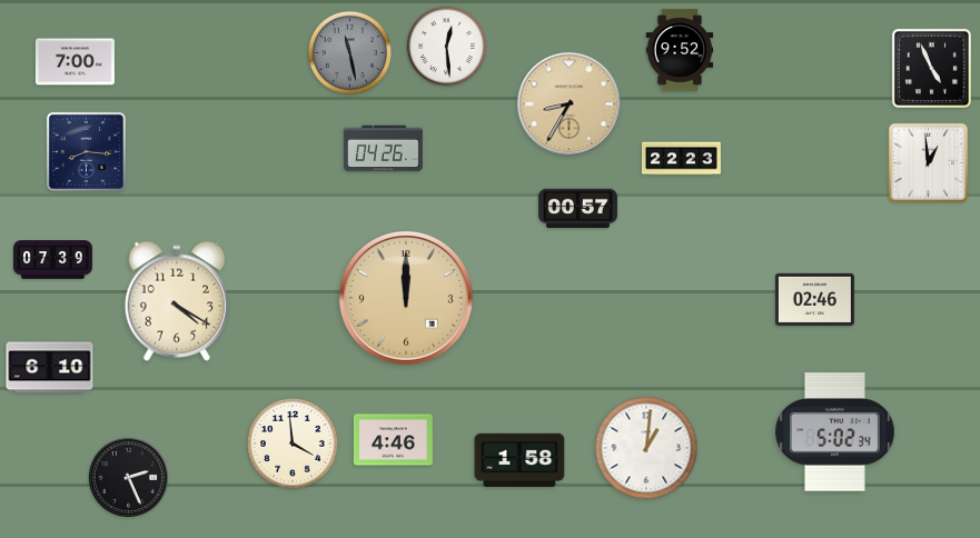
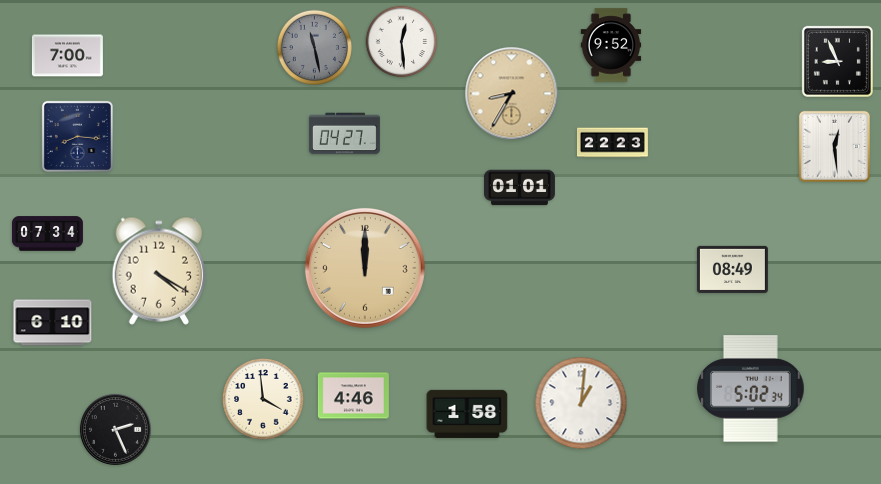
clock at (931, 68): 4:56 -> 8:56
clock at (383, 149): 04:26 -> 04:27
clock at (928, 162): 12:59 -> 12:29
clock at (577, 209): 00:57 -> 01:01
clock at (52, 260): 07:39 -> 07:34
clock at (814, 299): 02:46 -> 08:49
clock at (50, 368) position: (50, 368) -> (53, 323)
